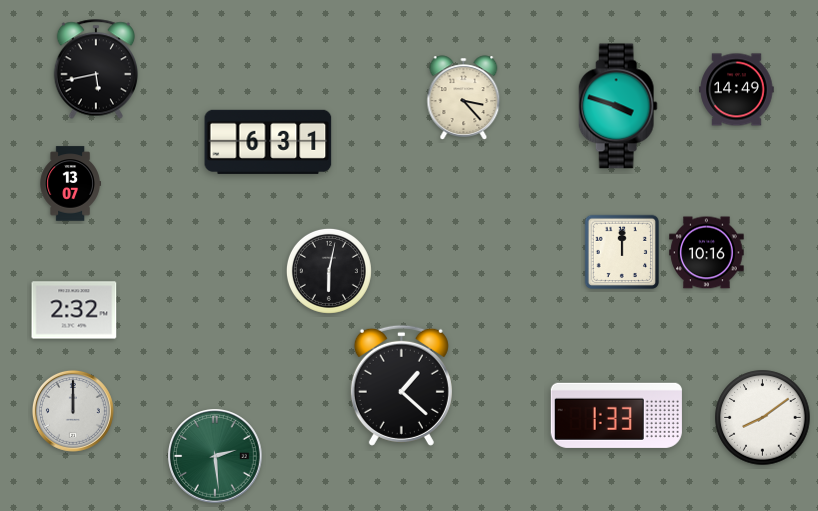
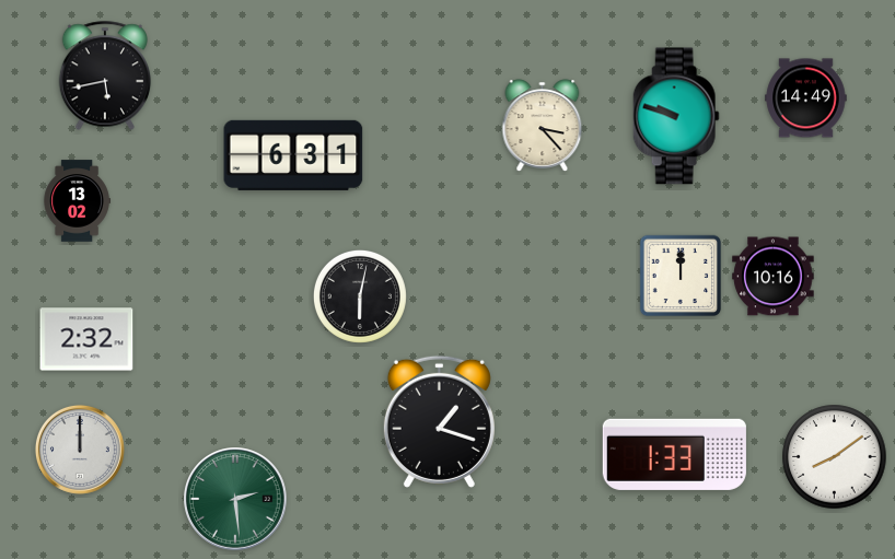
clock at (464, 98) position: (464, 98) -> (543, 126)
clock at (618, 106): 3:48 -> 9:48
clock at (70, 184): 13:07 -> 13:02
clock at (74, 310) position: (74, 310) -> (86, 339)
clock at (401, 385): 1:22 -> 1:18
